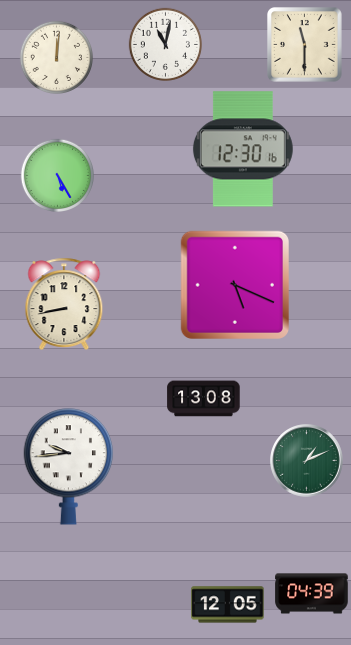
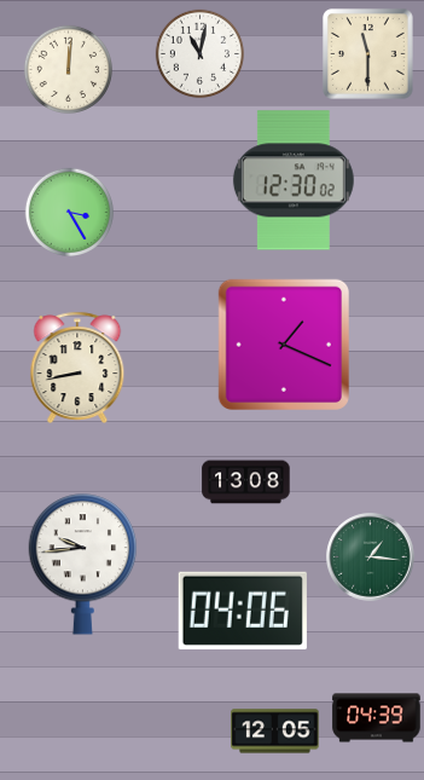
clock at (243, 149): 12:30:16 -> 12:30:02
clock at (57, 175): 5:25 -> 3:25
clock at (235, 285): 5:19 -> 1:19
clock at (307, 461): 1:11 -> 1:16
clock at (243, 609): none -> 04:06
